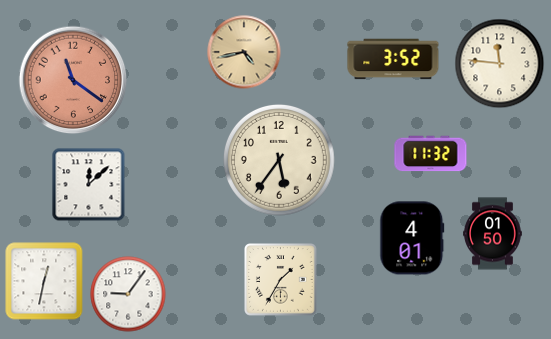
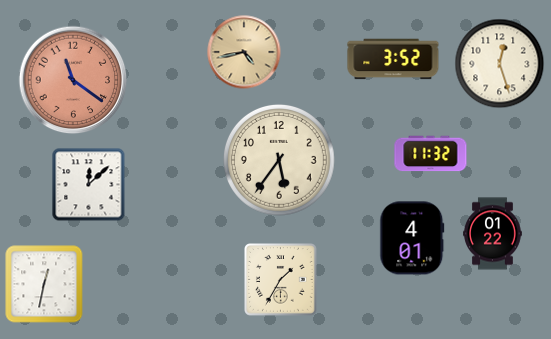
clock at (500, 64): 11:46 -> 12:27
clock at (493, 234): 01:50 -> 01:22
clock at (44, 281) position: (44, 281) -> (44, 284)
clock at (128, 294): 9:06 -> none
